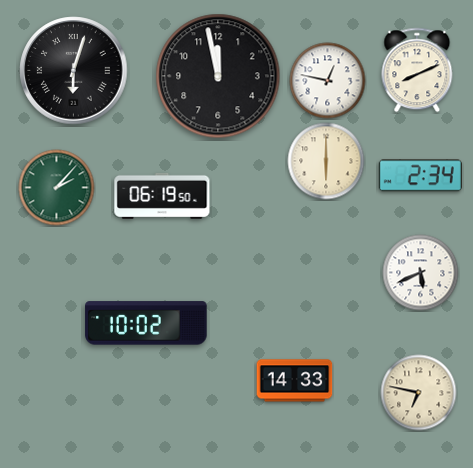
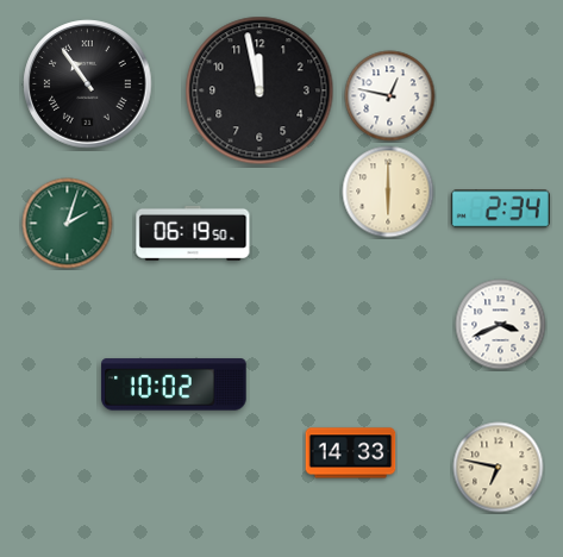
clock at (417, 70): 8:11 -> none
clock at (74, 71): 6:03 -> 10:54
clock at (57, 188): 2:07 -> 2:03
clock at (421, 273): 5:41 -> 3:41
